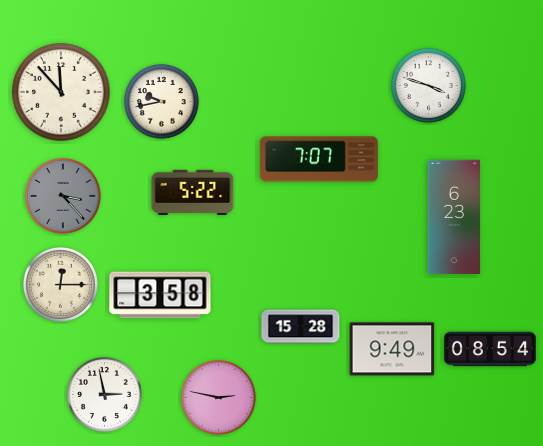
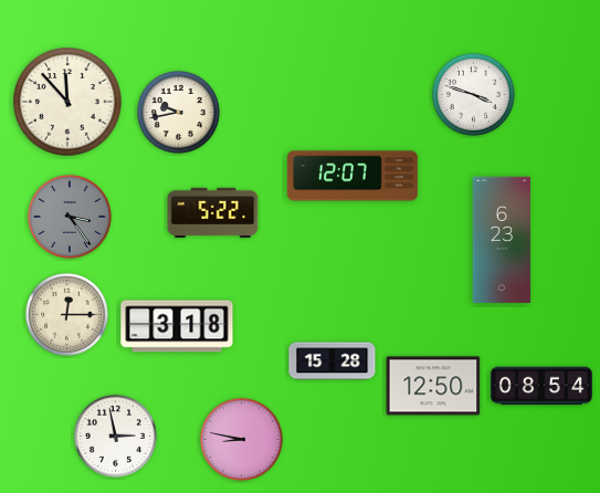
clock at (319, 159): 7:07 -> 12:07
clock at (63, 196): 3:23 -> 3:24
clock at (160, 295): 3:58 -> 3:18
clock at (392, 349): 9:49 -> 12:50
clock at (218, 397): 2:47 -> 8:47
